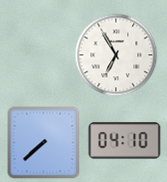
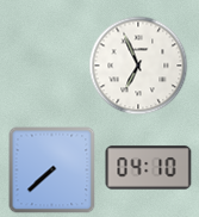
clock at (116, 55): 6:55 -> 6:56
